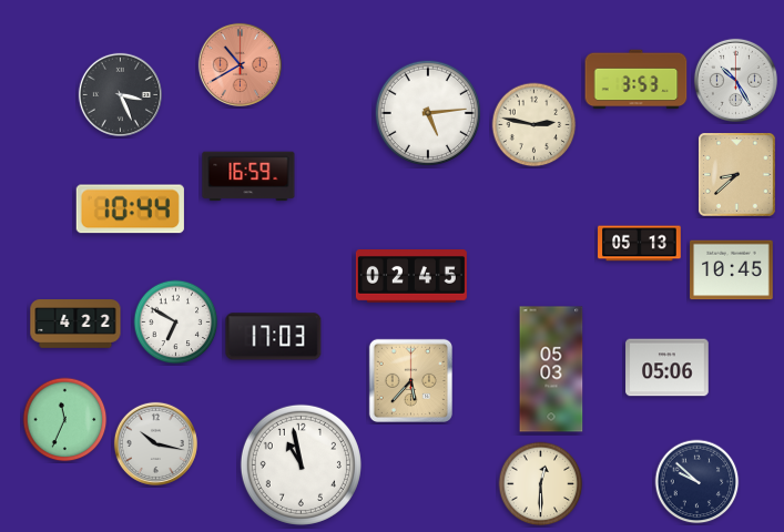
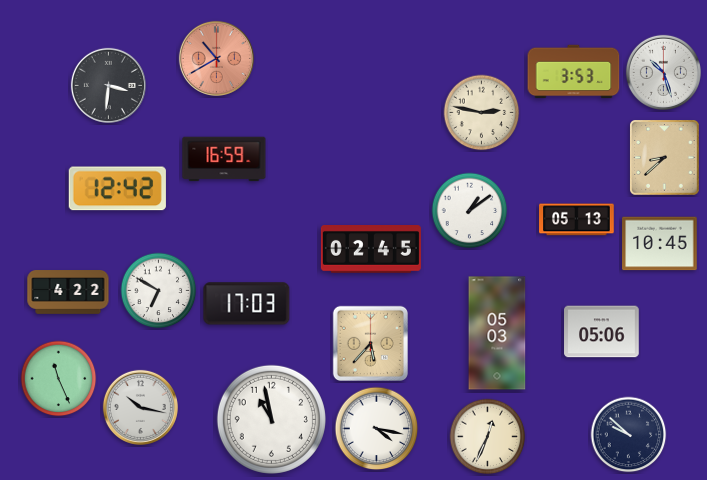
clock at (735, 80): 10:25 -> 10:27
clock at (120, 94): 3:26 -> 3:31
clock at (428, 113): 5:14 -> none
clock at (130, 209): 10:44 -> 12:42
clock at (470, 211): none -> 1:09
clock at (65, 420): 11:34 -> 11:26
clock at (155, 443) position: (155, 443) -> (140, 407)
clock at (377, 429): none -> 4:17
clock at (541, 484): 12:30 -> 12:34
